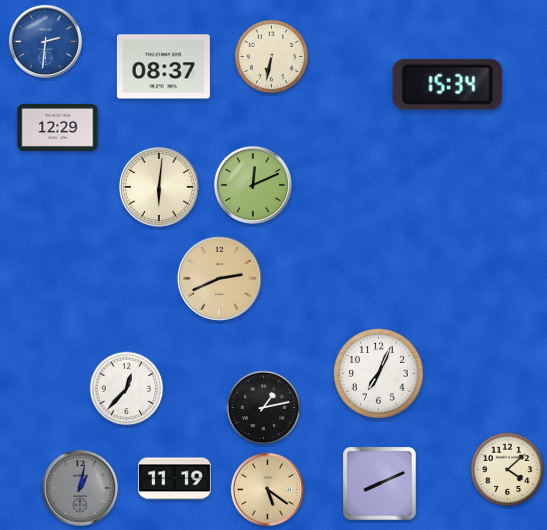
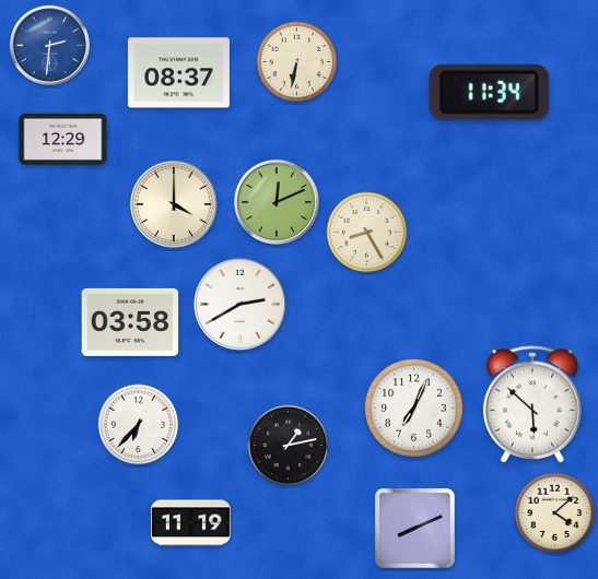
clock at (447, 84): 15:34 -> 11:34
clock at (159, 187): 6:01 -> 4:00
clock at (367, 233): none -> 8:25
clock at (219, 278): 2:41 -> 2:40
clock at (219, 278) dial: champagne -> white
clock at (130, 322): none -> 03:58
clock at (532, 405): none -> 5:52
clock at (127, 389): 12:37 -> 6:37
clock at (80, 488): 1:02 -> none
clock at (267, 489): 5:21 -> none
